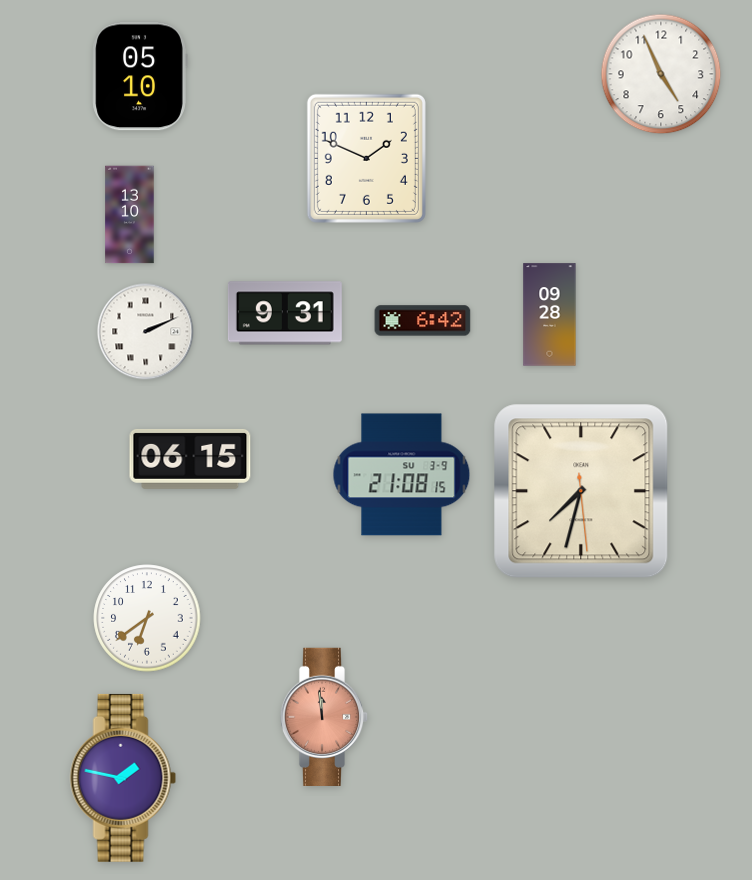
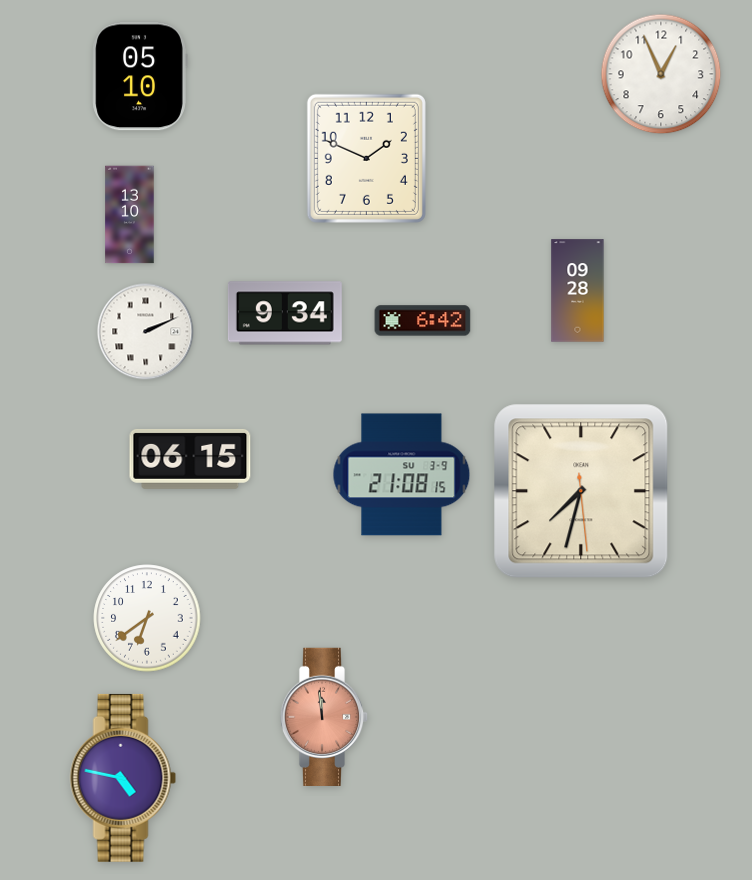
clock at (661, 74): 4:56 -> 12:56
clock at (285, 313): 9:31 -> 9:34
clock at (550, 315) position: (550, 315) -> (578, 291)
clock at (123, 778): 1:47 -> 4:47
